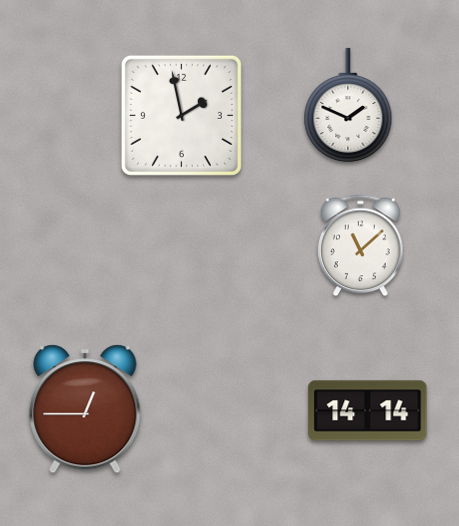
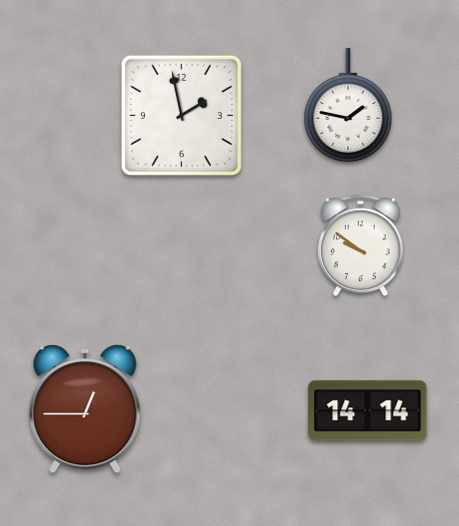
clock at (348, 105): 1:49 -> 1:47
clock at (361, 246): 11:08 -> 9:51
